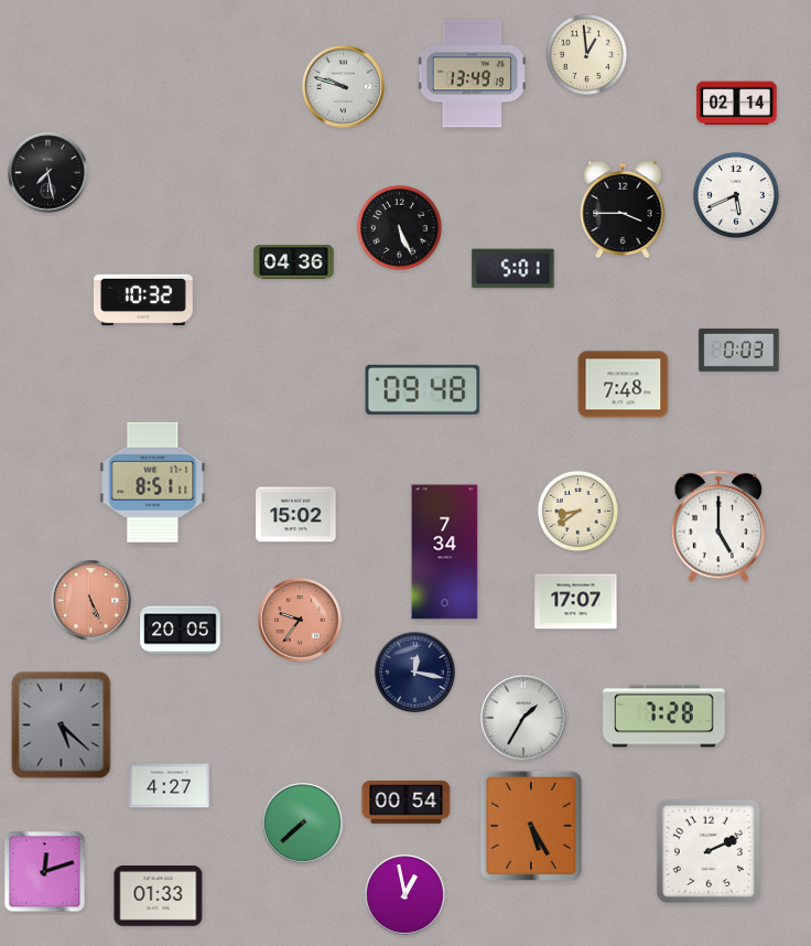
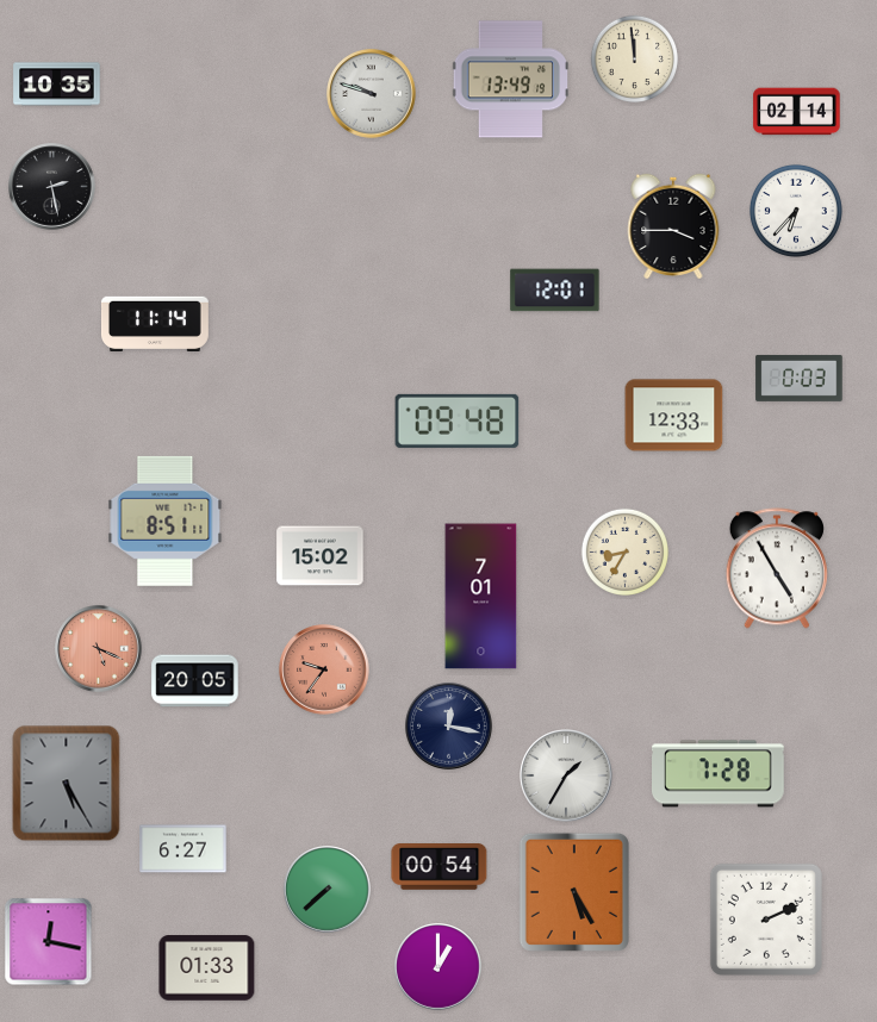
clock at (586, 54): 12:59 -> 11:59
clock at (57, 85): none -> 10:35
clock at (48, 173): 7:28 -> 2:28
clock at (736, 195): 5:41 -> 6:37
clock at (399, 227): 5:26 -> none
clock at (294, 262): 04:36 -> none
clock at (513, 269): 5:01 -> 12:01
clock at (143, 299): 10:32 -> 11:14
clock at (624, 385): 7:48 -> 12:33
clock at (577, 510): 8:39 -> 8:35
clock at (717, 526): 5:00 -> 4:55
clock at (445, 552): 7:34 -> 7:01
clock at (91, 601): 5:26 -> 5:19
clock at (576, 602): 17:07 -> none
clock at (62, 725): 5:22 -> 5:25
clock at (170, 786): 4:27 -> 6:27
clock at (45, 872): 12:12 -> 12:17
clock at (405, 895): 12:58 -> 1:00
clock at (159, 896) position: (159, 896) -> (207, 968)
